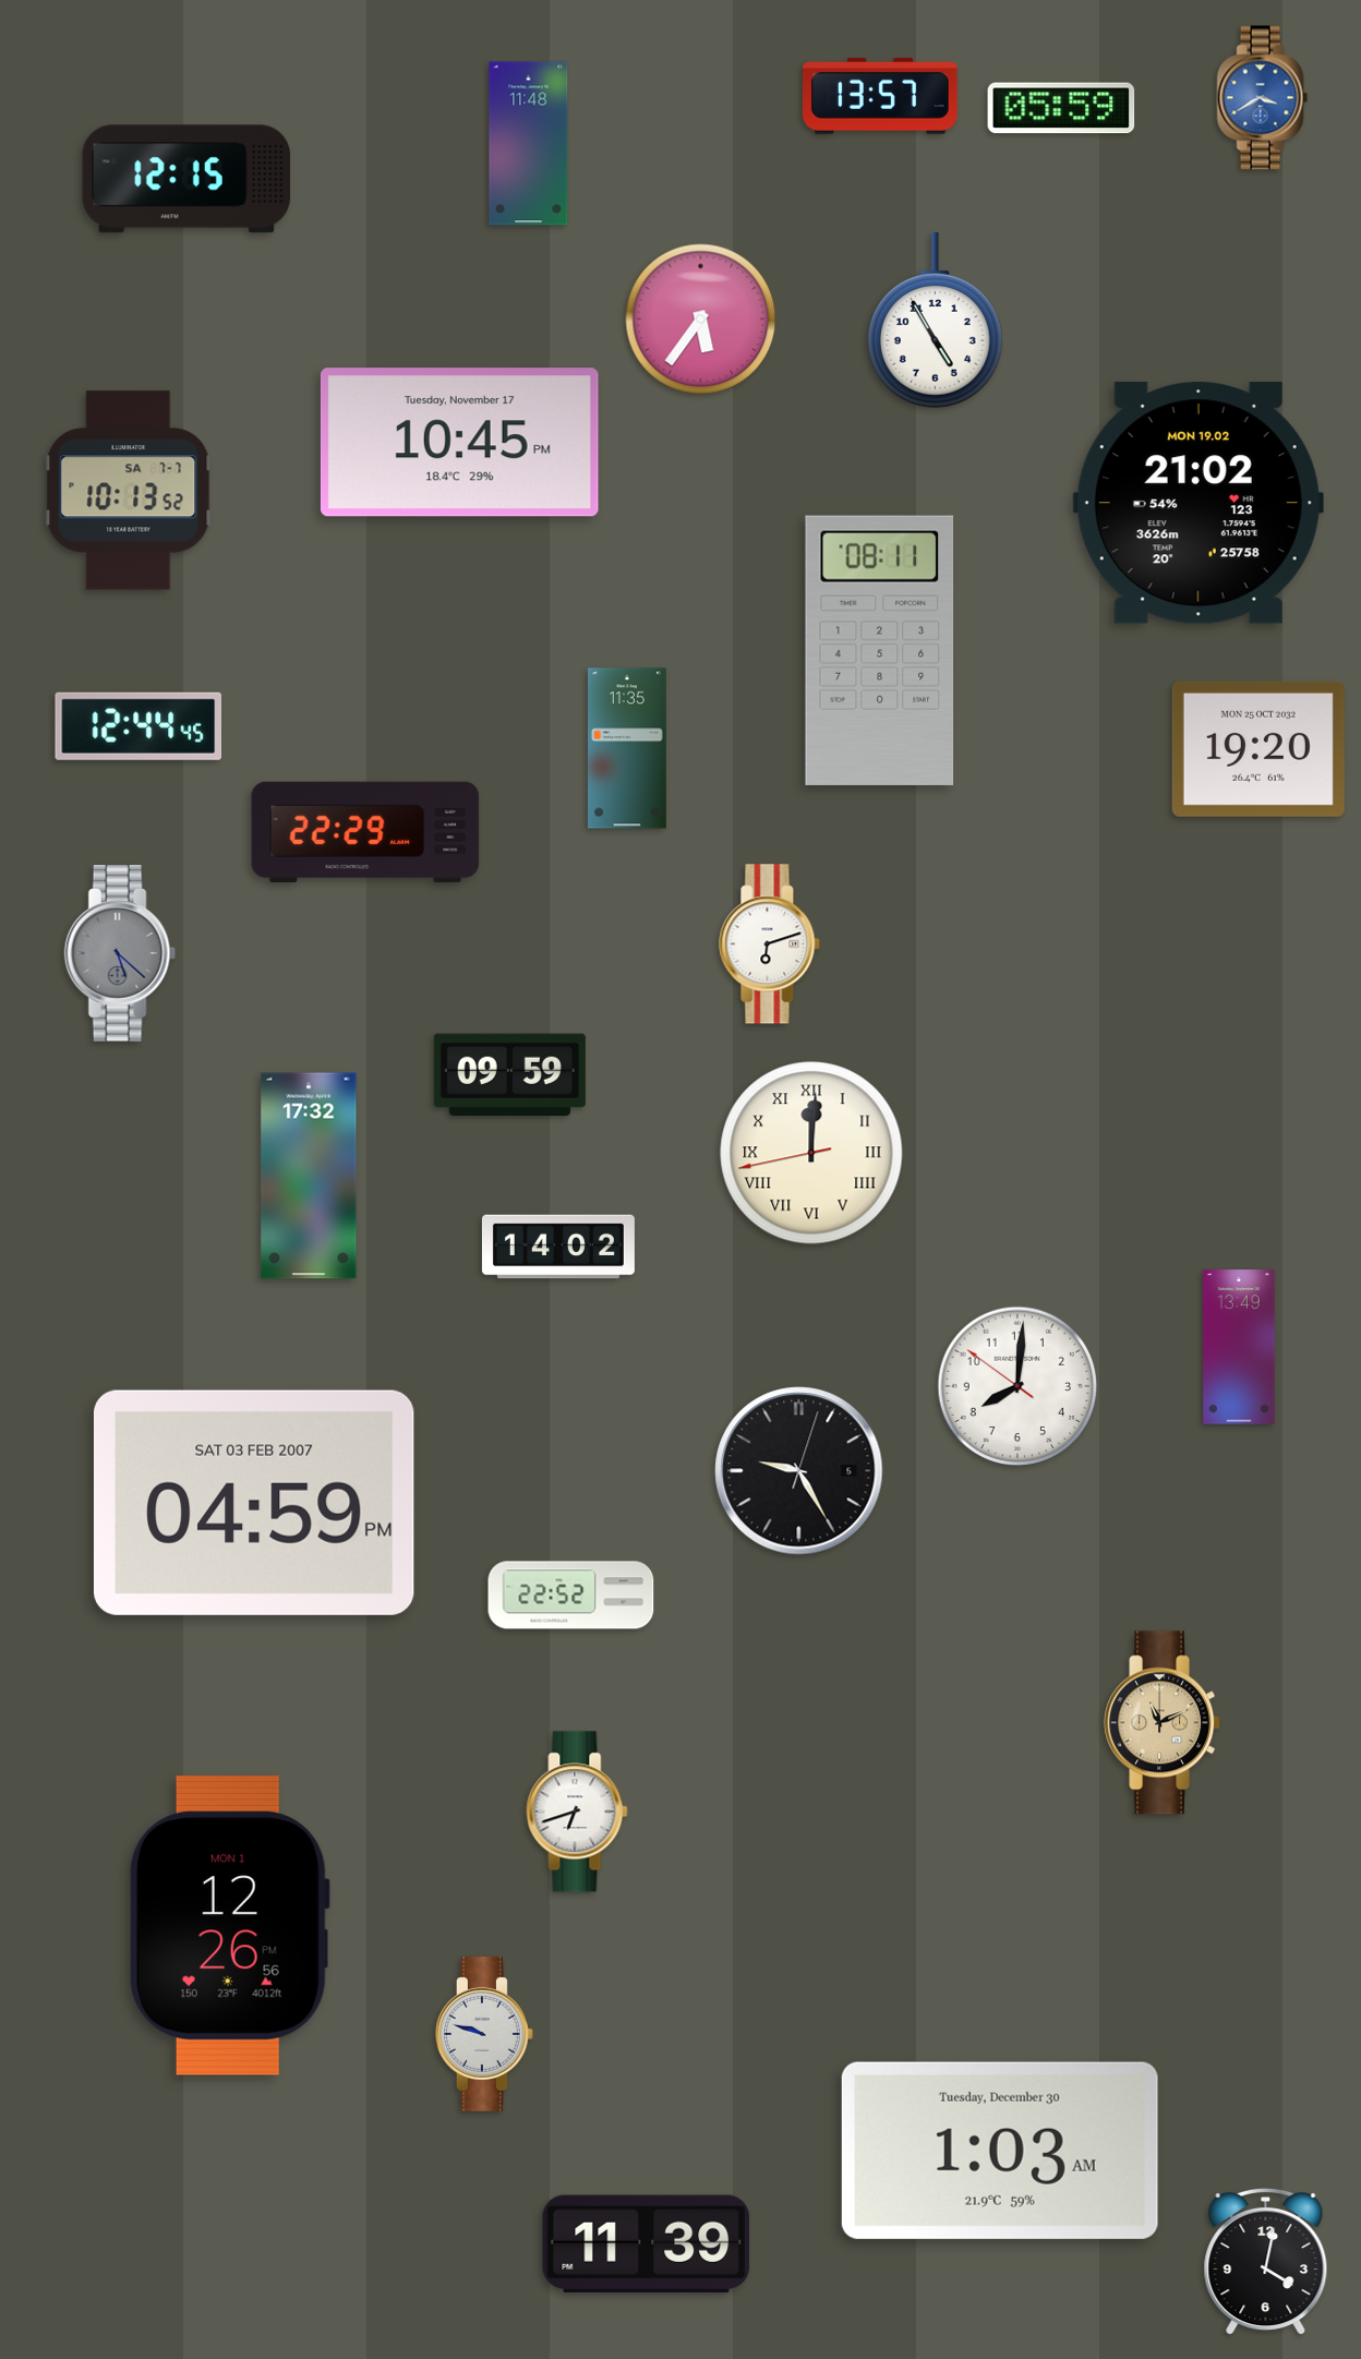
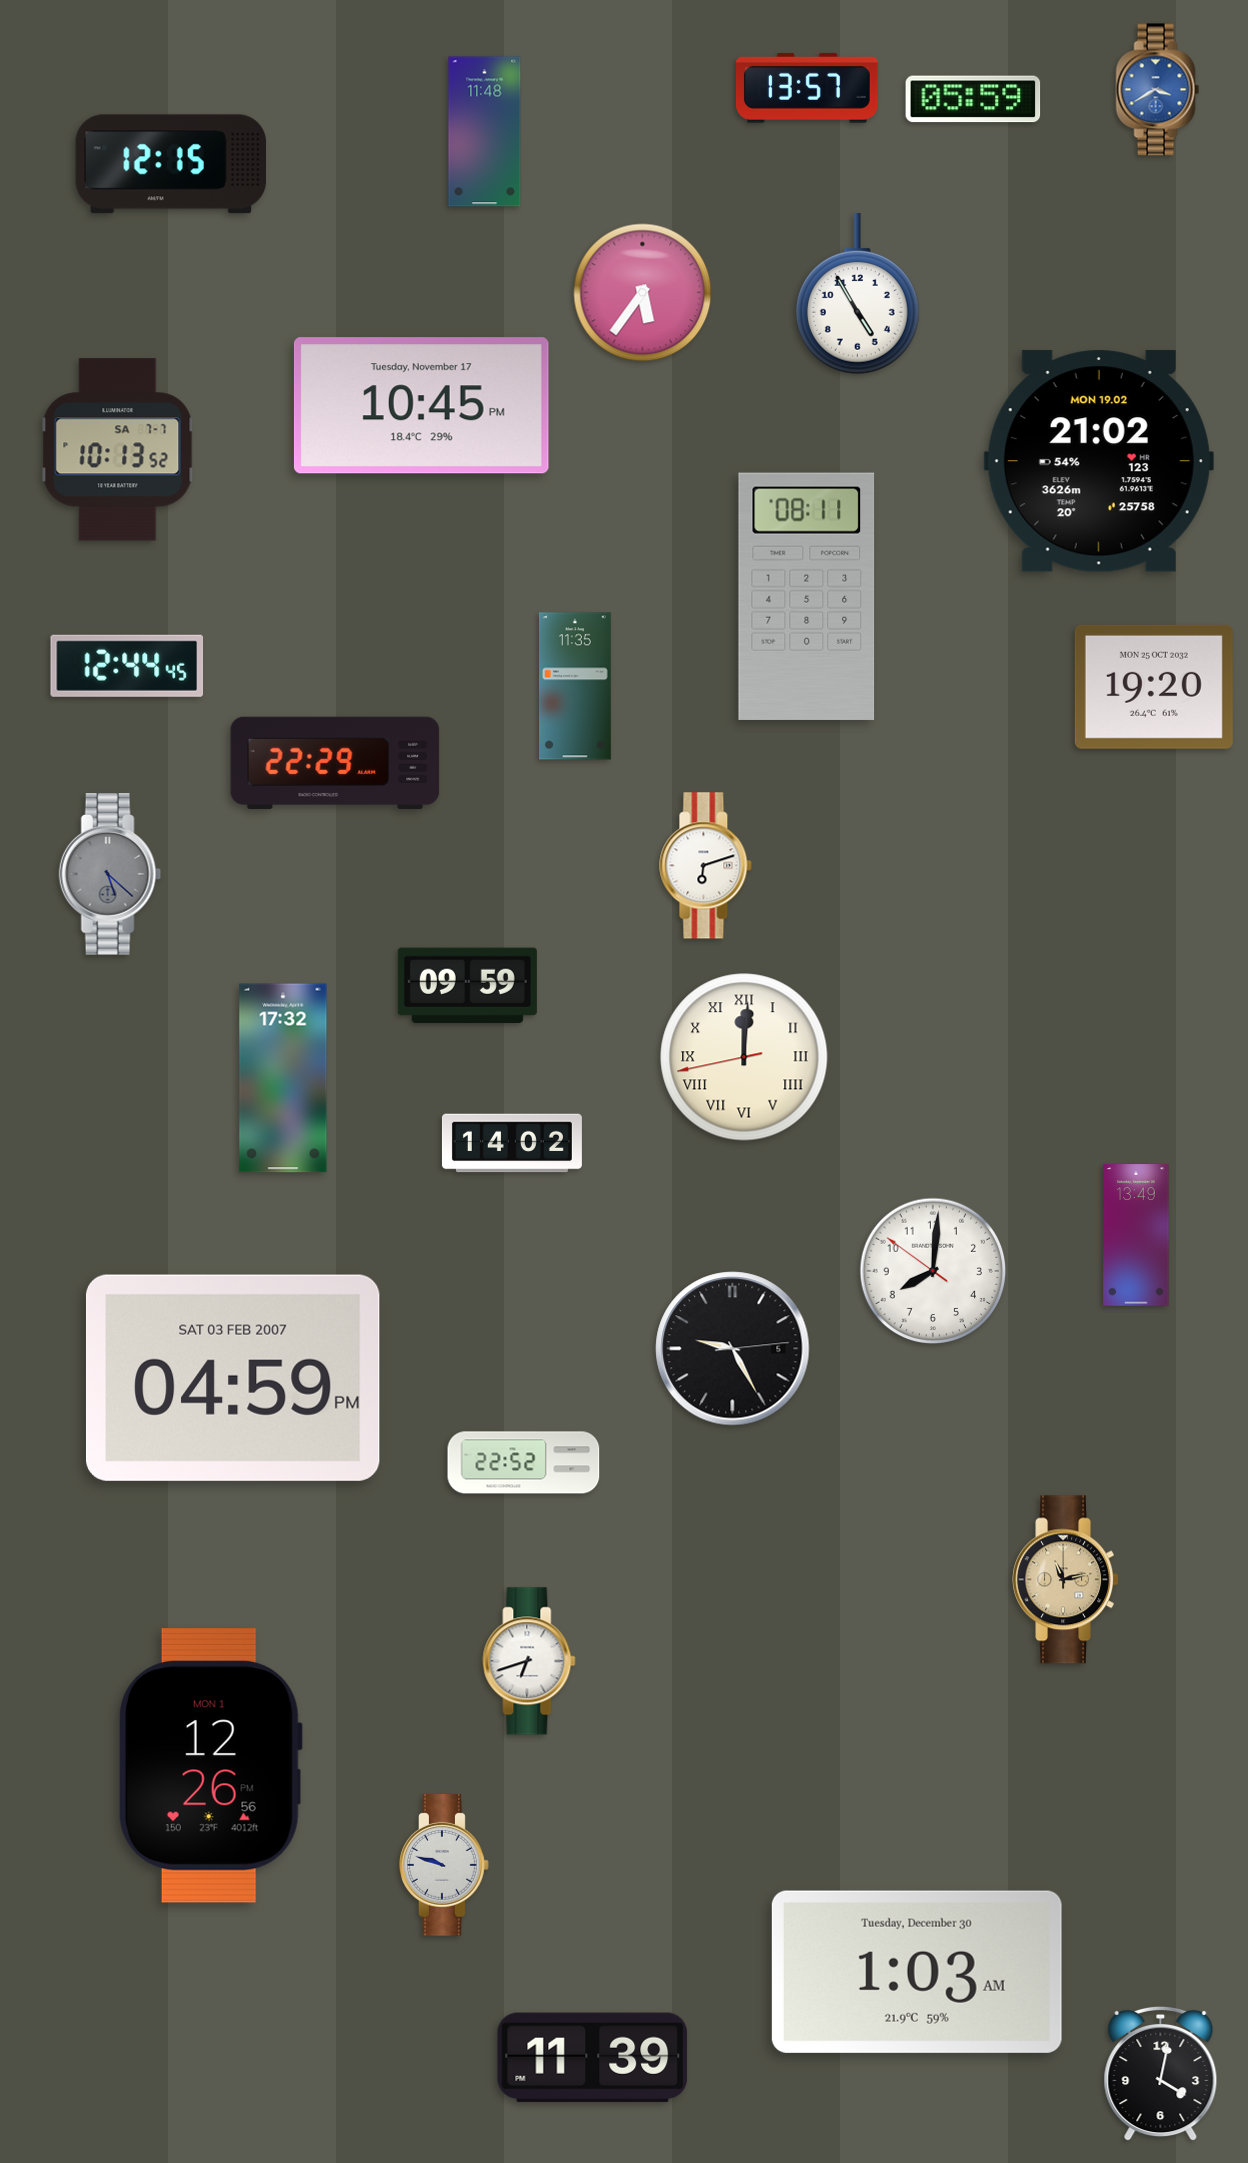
clock at (799, 1471): 9:25:03 -> 9:25:14
clock at (1161, 1723): 11:11 -> 11:13
